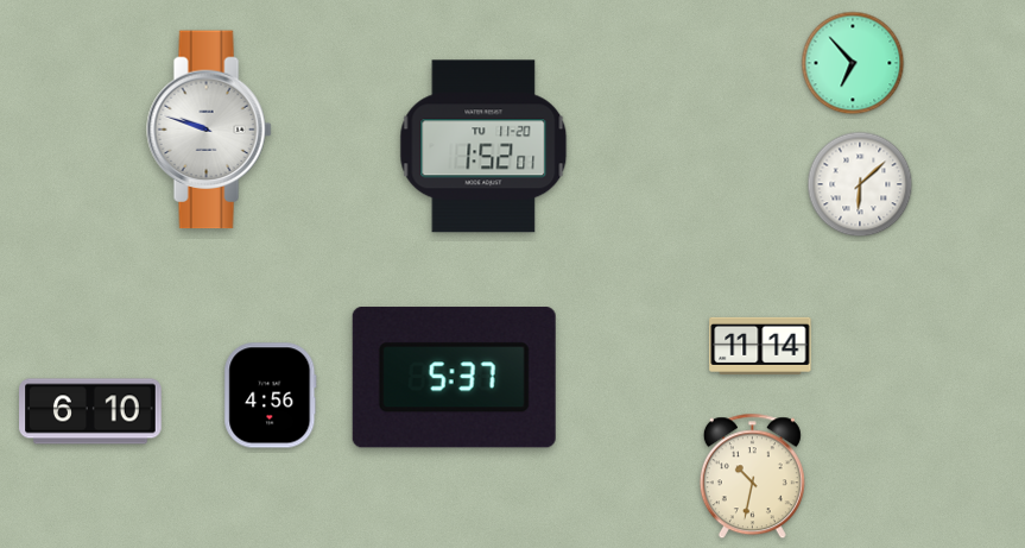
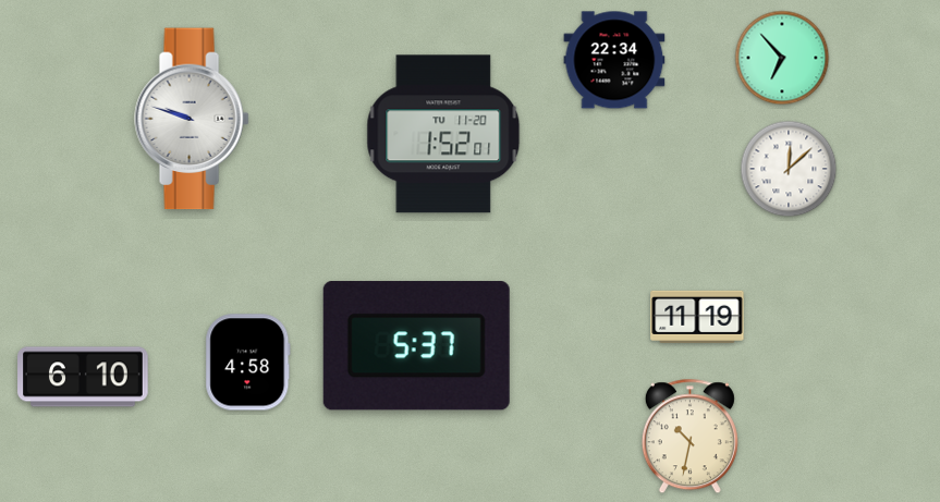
clock at (614, 60): none -> 22:34
clock at (860, 184): 6:08 -> 12:08
clock at (760, 346): 11:14 -> 11:19
clock at (271, 396): 4:56 -> 4:58
